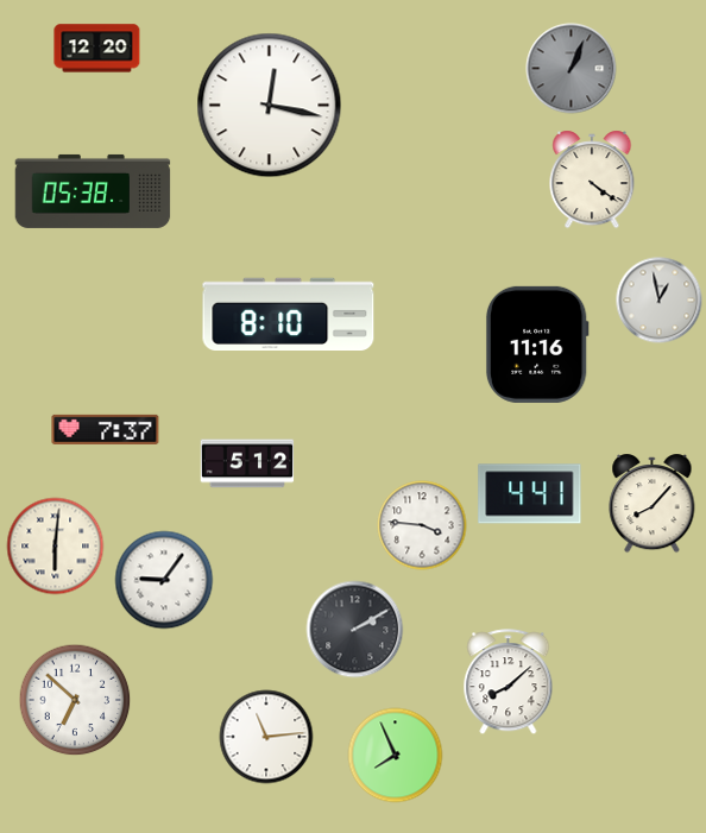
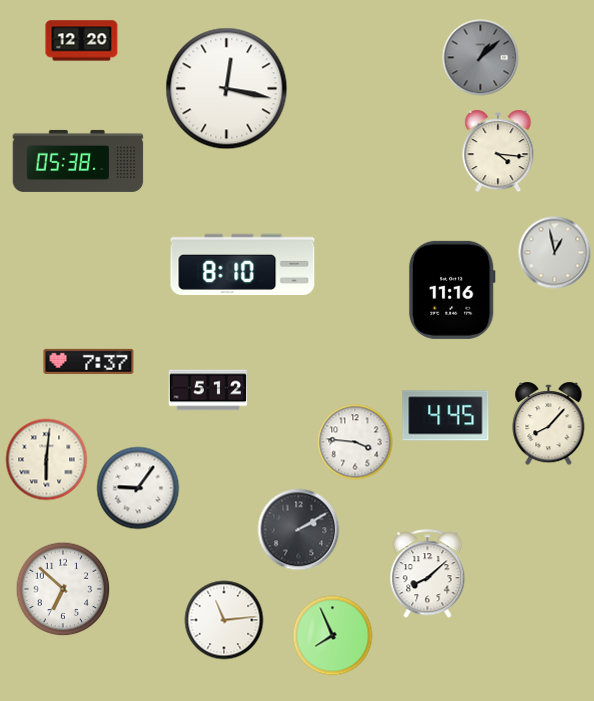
clock at (572, 69): 1:04 -> 1:08
clock at (592, 179): 4:21 -> 4:16
clock at (530, 494): 4:41 -> 4:45
